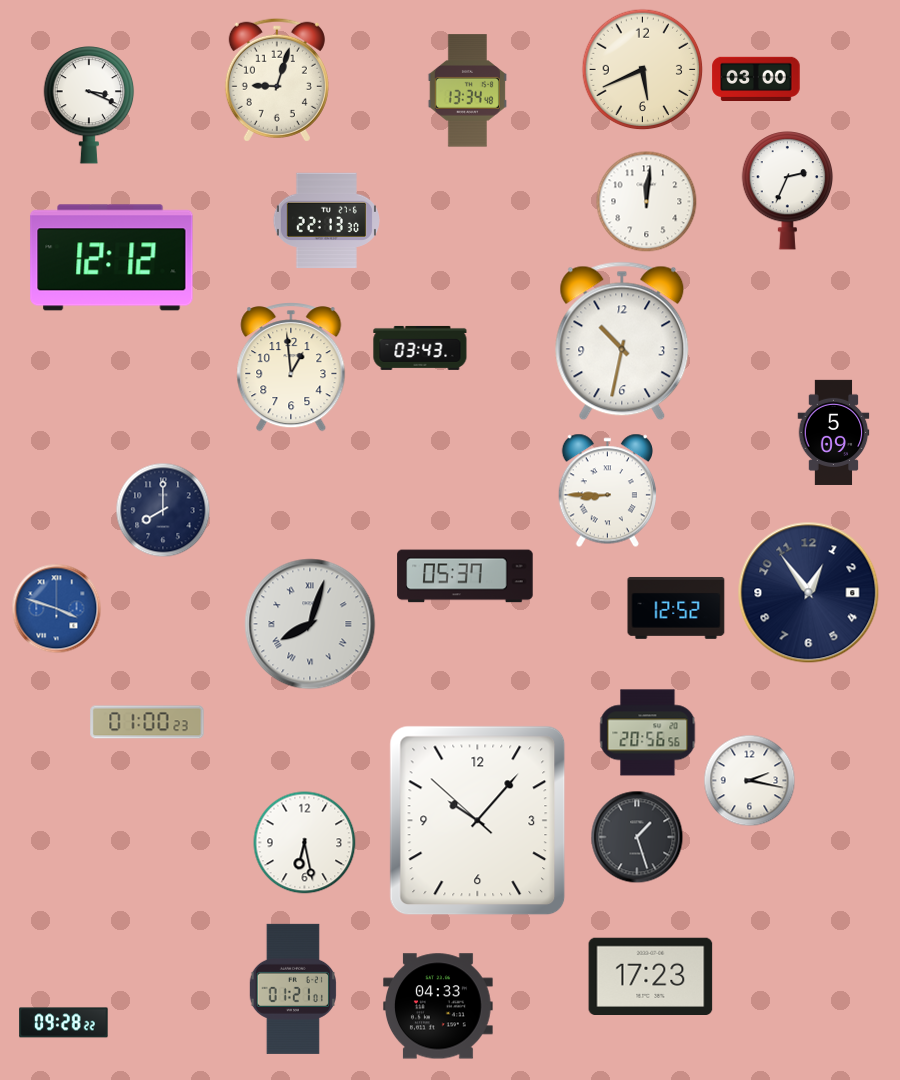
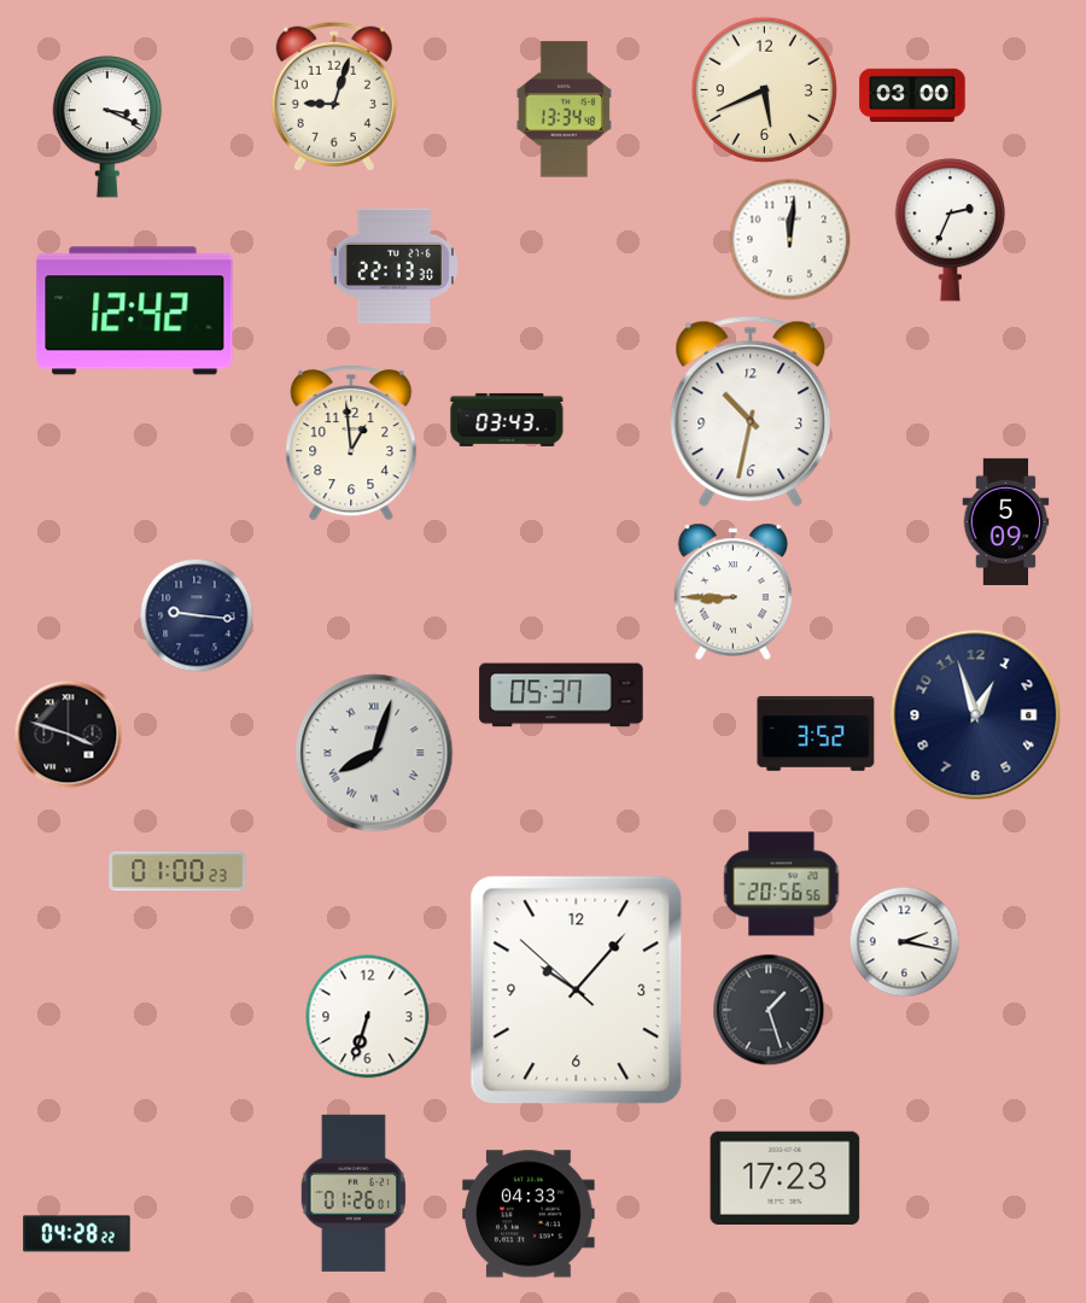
clock at (643, 70) position: (643, 70) -> (765, 90)
clock at (647, 202) position: (647, 202) -> (790, 240)
clock at (112, 258): 12:12 -> 12:42
clock at (163, 510): 8:00 -> 9:16
clock at (809, 593): 12:54 -> 12:57
clock at (676, 608): 12:52 -> 3:52
clock at (57, 609) dial: blue -> black
clock at (305, 843): 6:28 -> 6:33
clock at (293, 989): 01:21 -> 01:26
clock at (64, 1023): 09:28 -> 04:28
